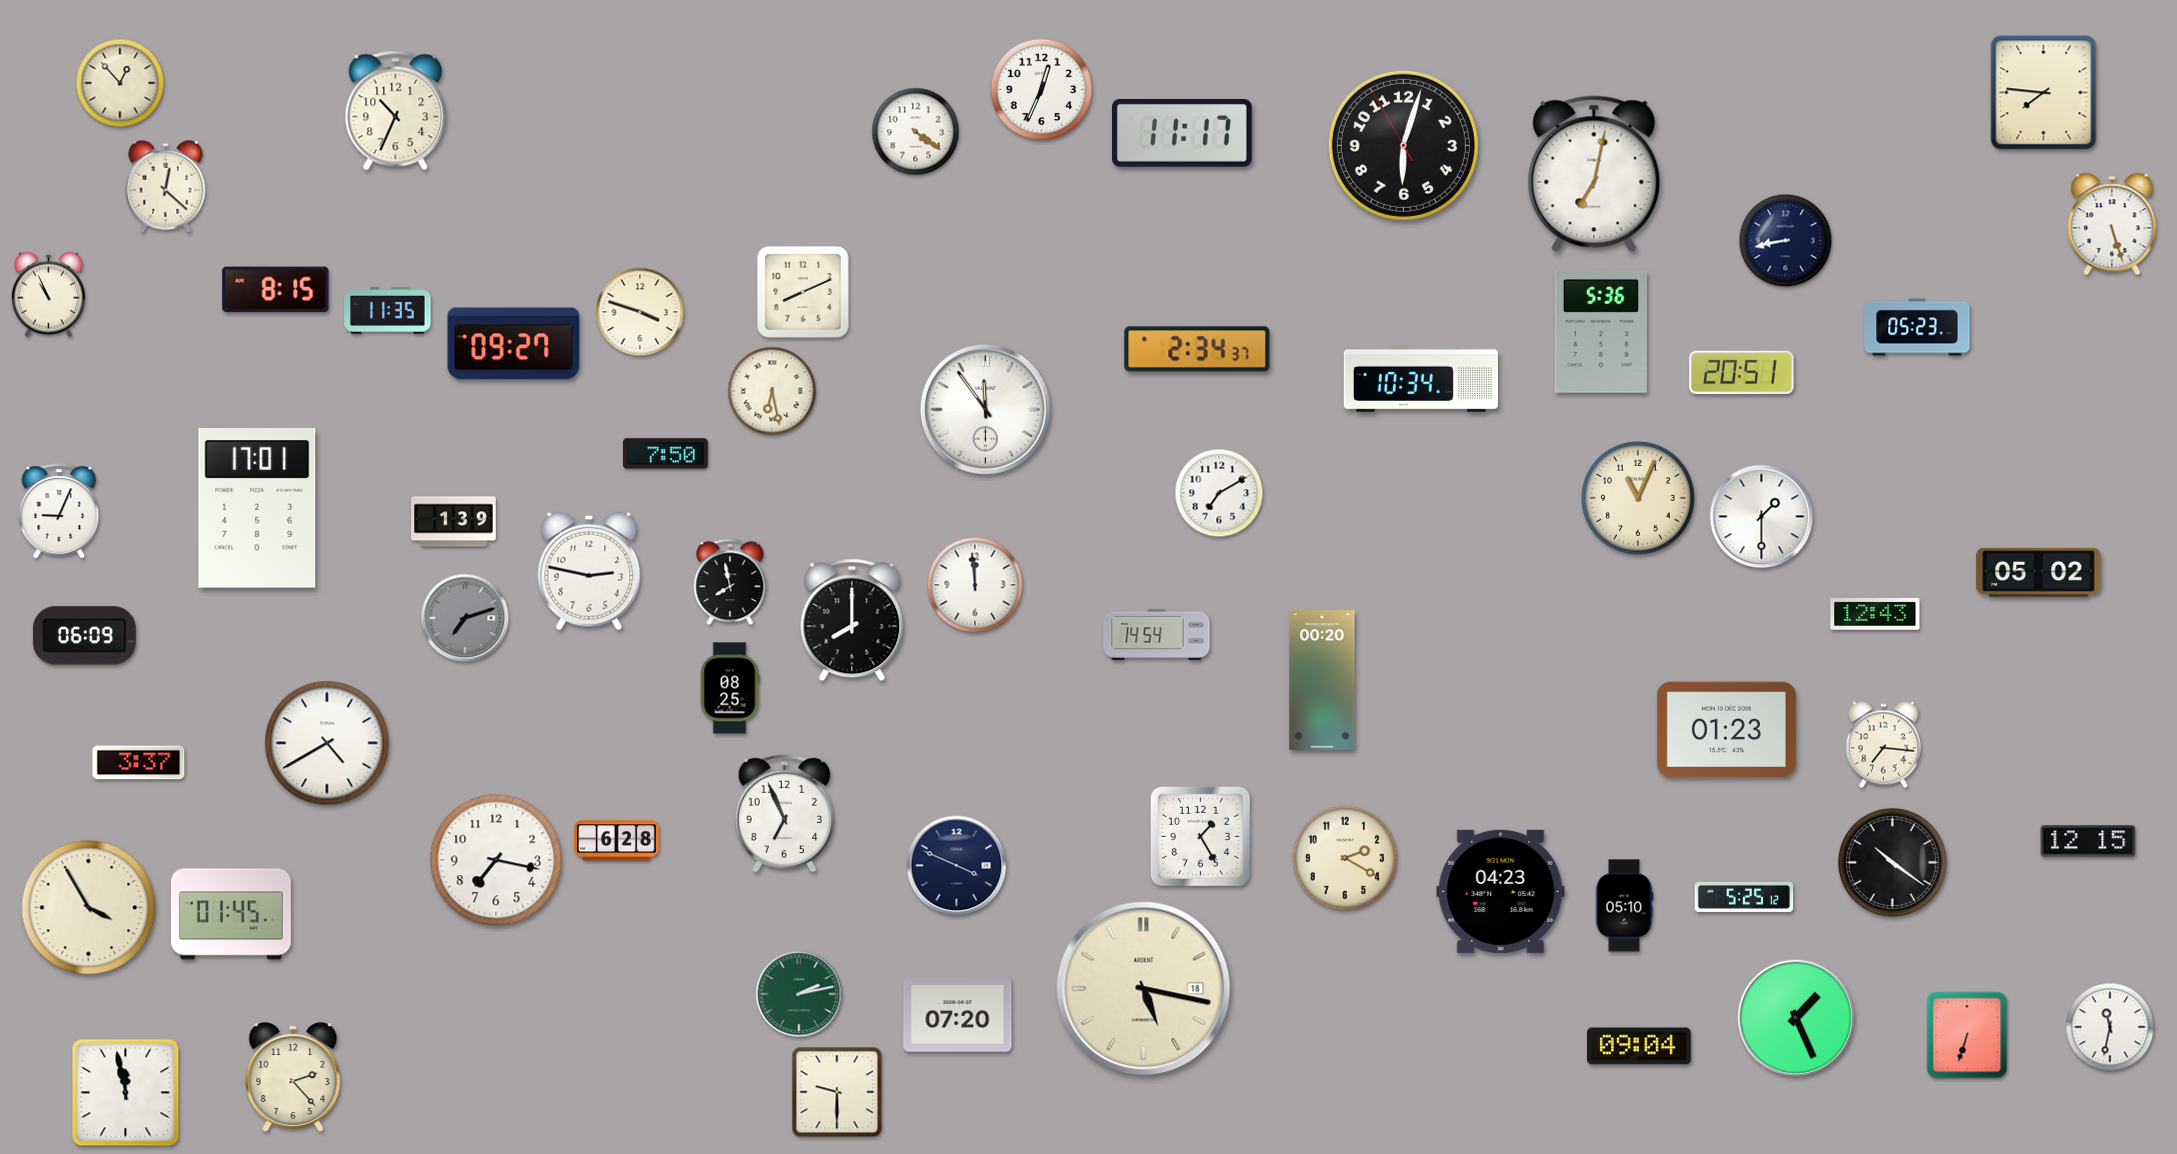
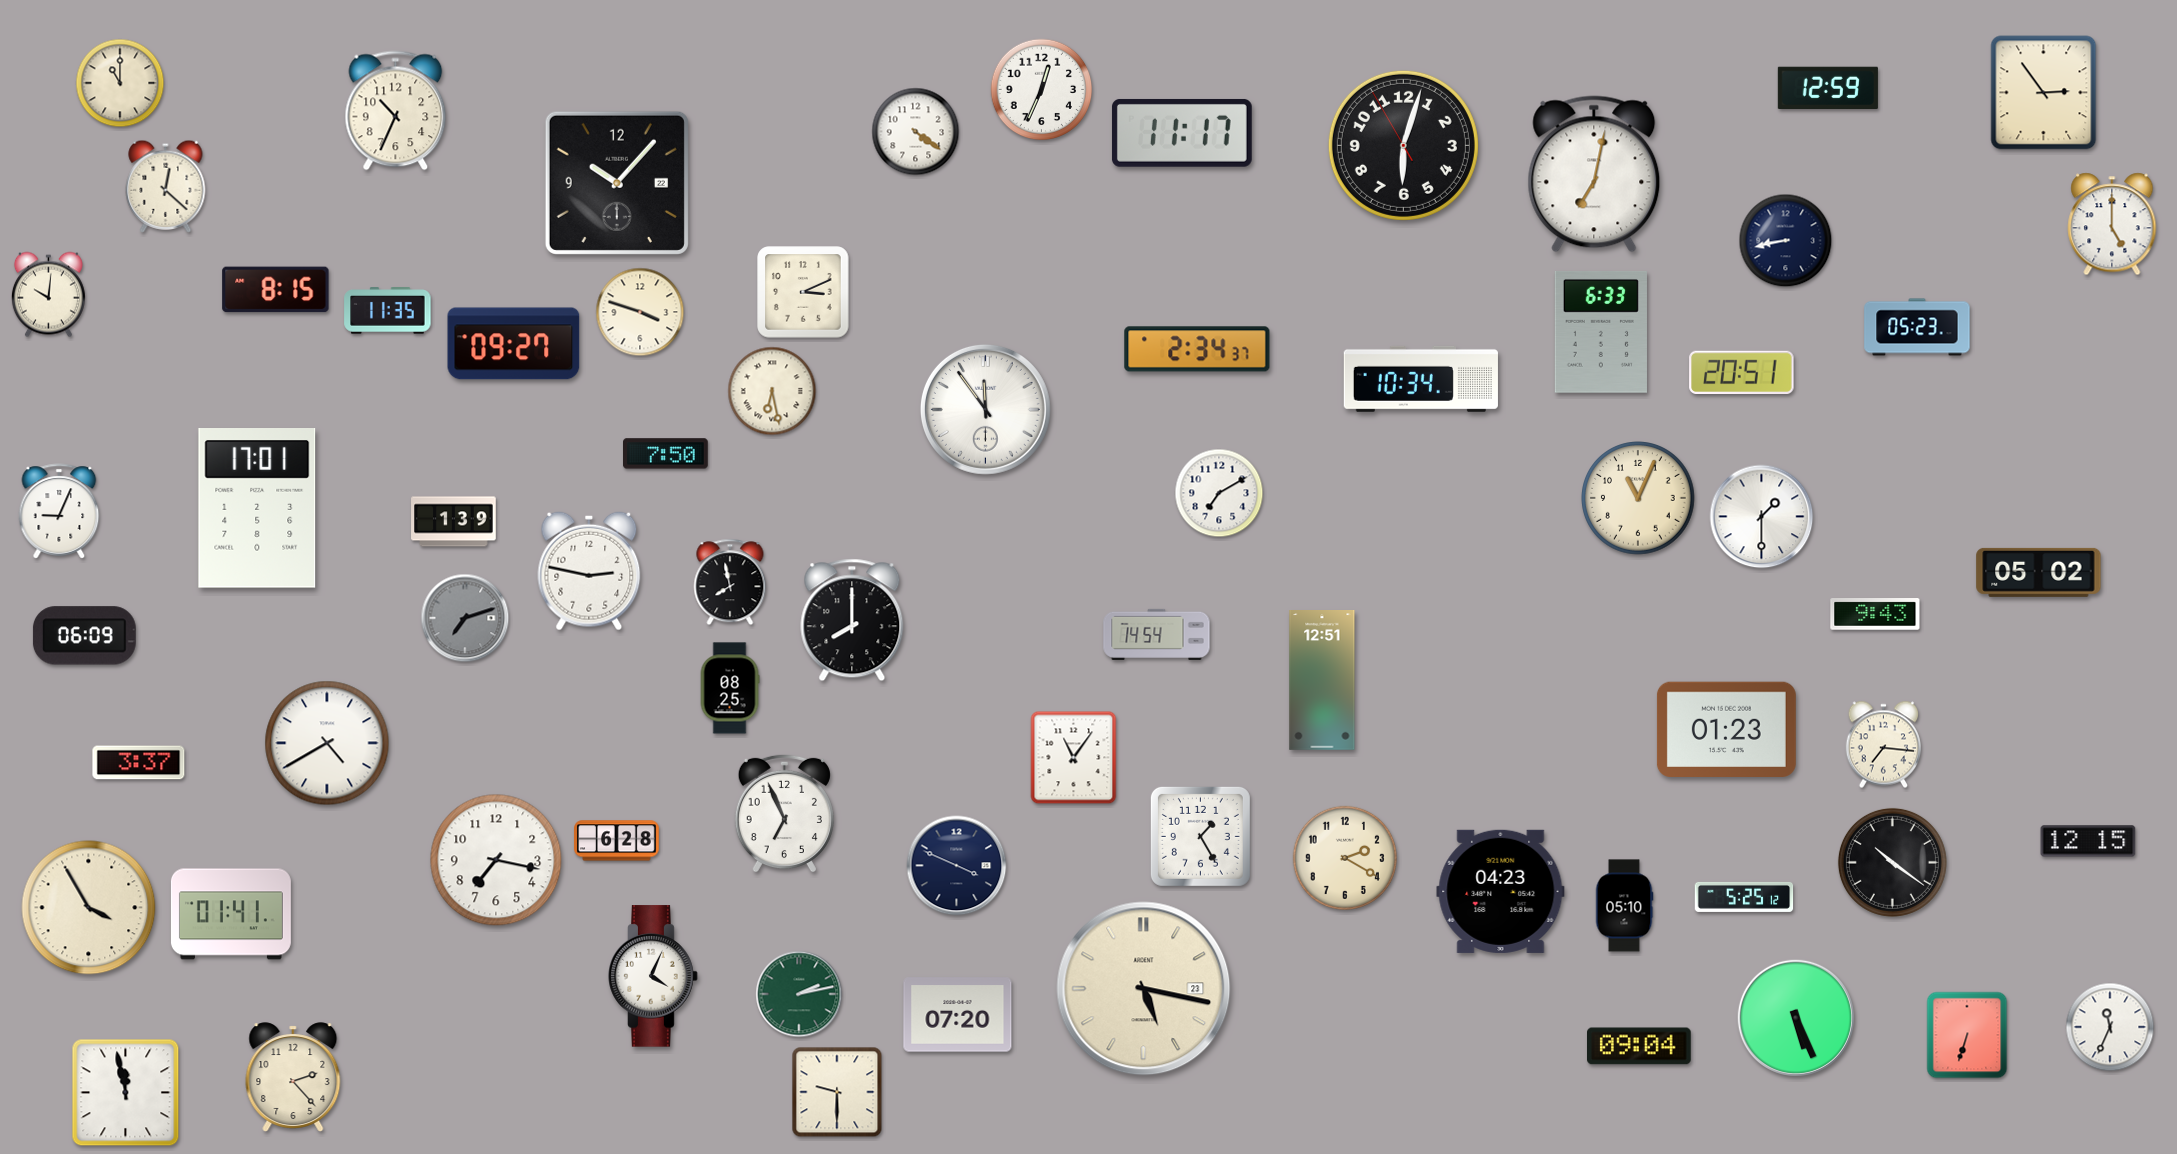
clock at (120, 83): 12:53 -> 11:00
clock at (1828, 88): none -> 12:59
clock at (2044, 93): 7:46 -> 2:54
clock at (617, 183): none -> 10:07
clock at (2112, 224): 5:27 -> 5:00
clock at (803, 292): 8:11 -> 3:11
clock at (48, 295): 10:56 -> 10:01
clock at (1601, 332): 5:36 -> 6:33
clock at (975, 585): 11:59 -> none
clock at (1875, 614): 12:43 -> 9:43
clock at (1322, 681): 00:20 -> 12:51
clock at (1074, 758): none -> 11:06
clock at (231, 914): 01:45 -> 01:41
clock at (653, 976): none -> 4:04
clock at (1144, 989) date: 18 -> 23
clock at (1796, 1018): 1:26 -> 5:26
clock at (2110, 1027): 11:32 -> 11:34
